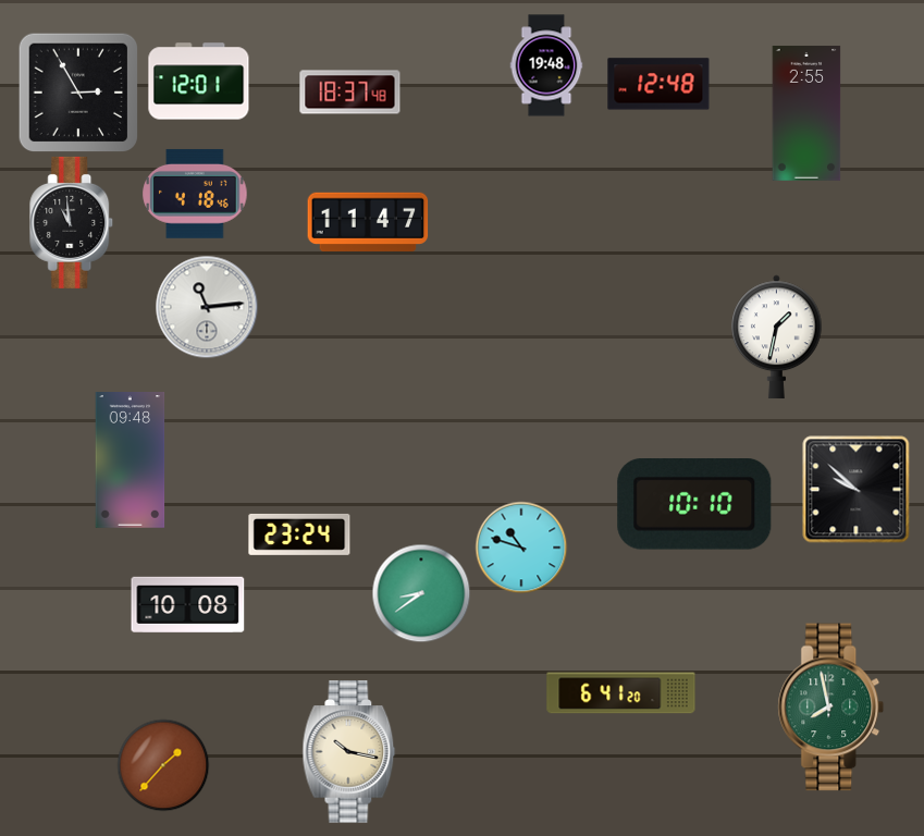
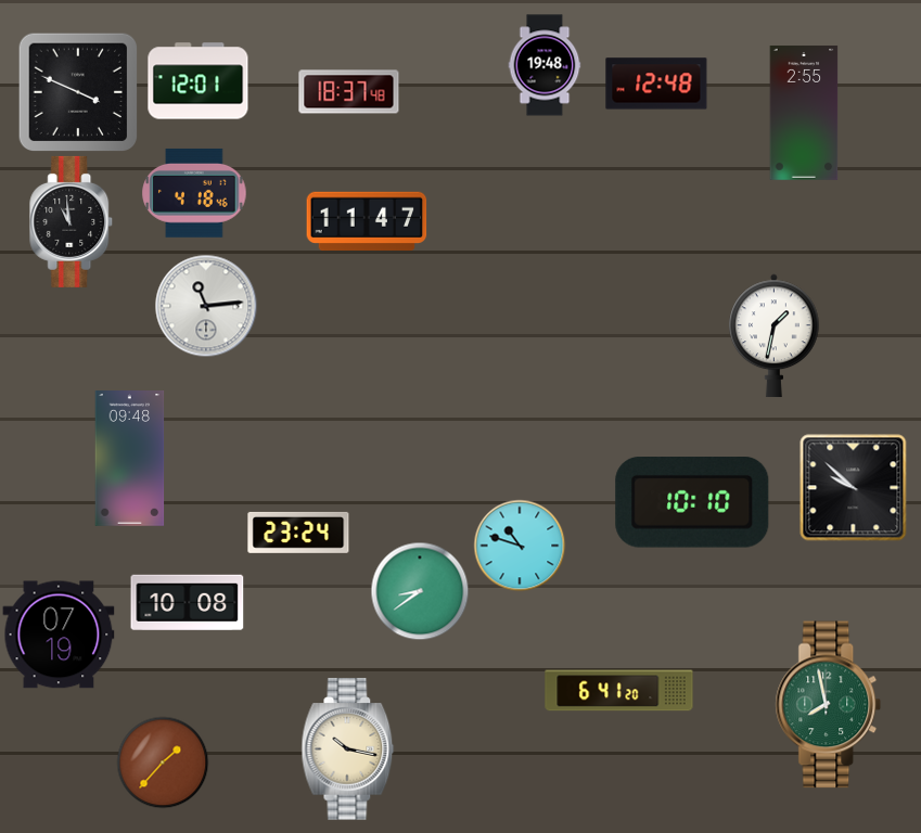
clock at (78, 93): 2:55 -> 3:49
clock at (59, 635): none -> 07:19
